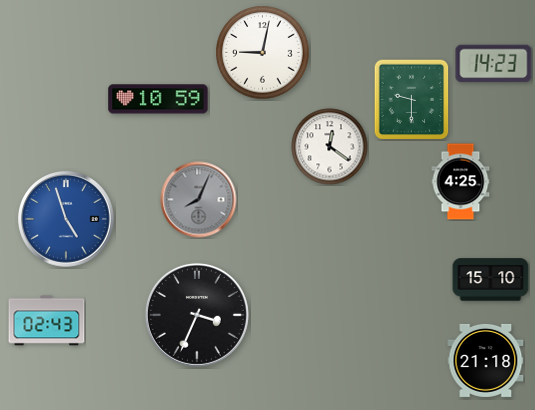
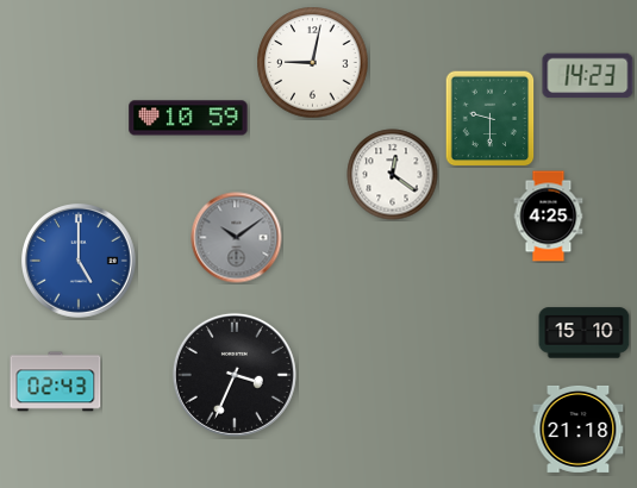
clock at (199, 200): 8:04 -> 10:09
clock at (67, 220): 4:57 -> 5:00
